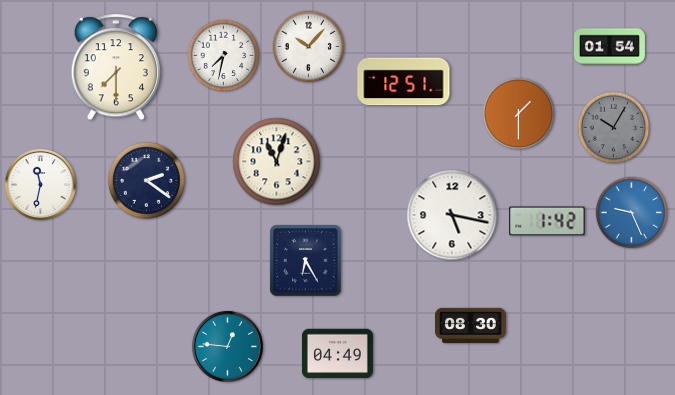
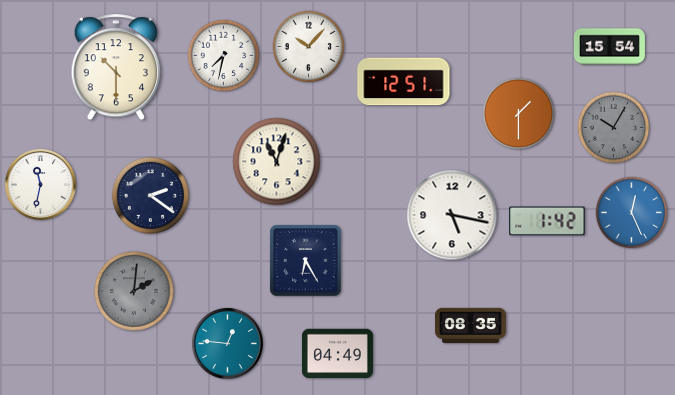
clock at (609, 47): 01:54 -> 15:54
clock at (115, 68): 7:30 -> 10:30
clock at (146, 180) position: (146, 180) -> (150, 195)
clock at (632, 213): 9:26 -> 12:26
clock at (135, 292): none -> 2:01
clock at (470, 325): 08:30 -> 08:35
clock at (227, 346) position: (227, 346) -> (227, 343)
